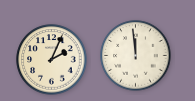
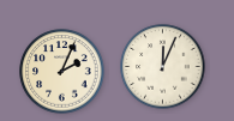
clock at (136, 56): 11:59 -> 12:04
